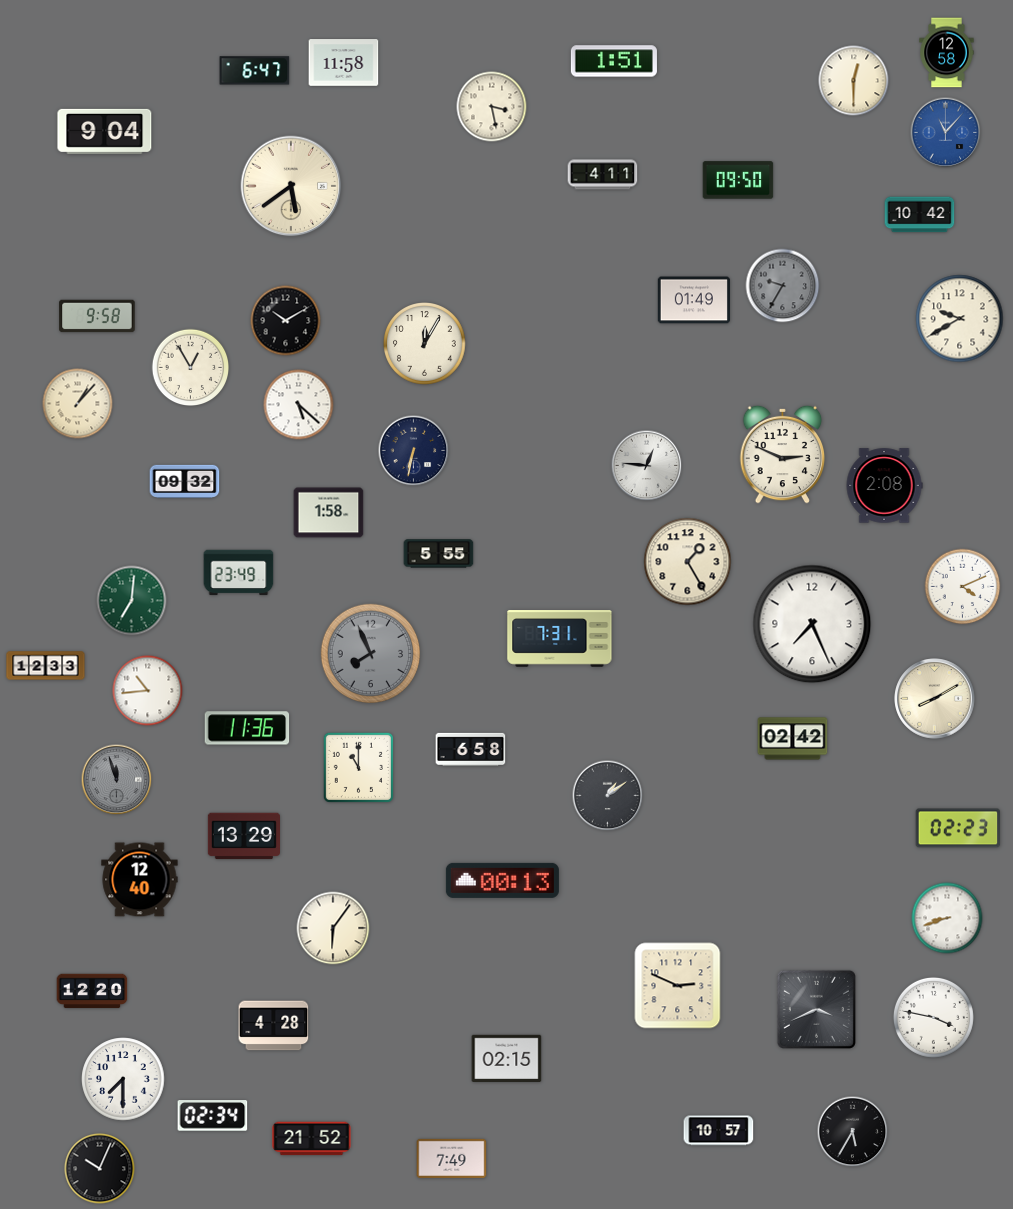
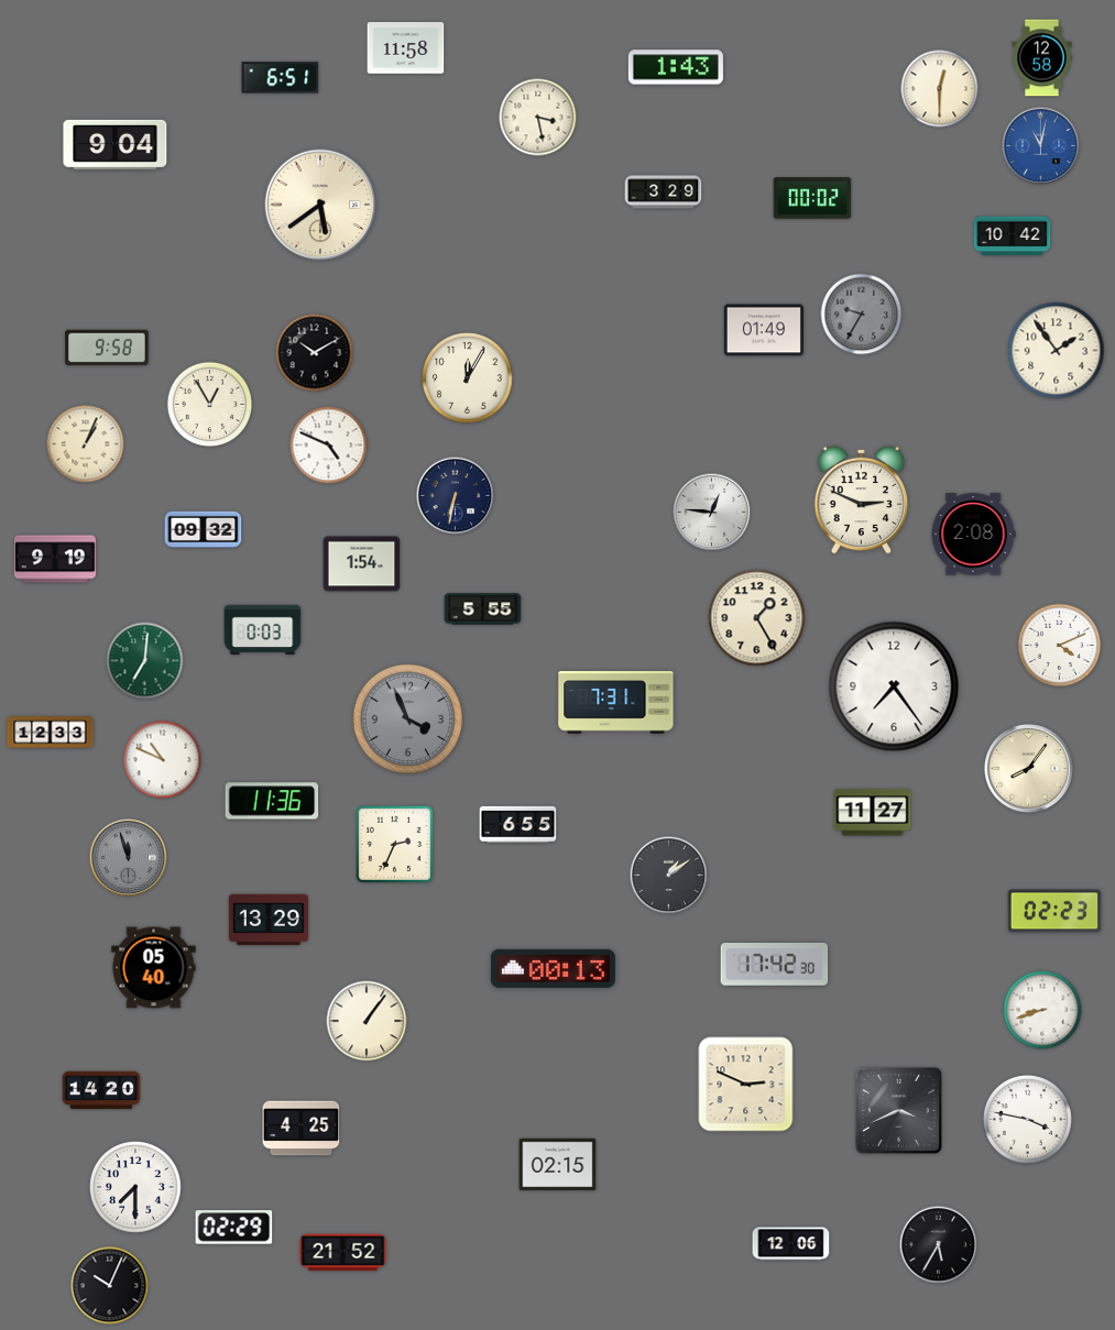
clock at (614, 61): 1:51 -> 1:43
clock at (344, 63) position: (344, 63) -> (406, 48)
clock at (255, 71): 6:47 -> 6:51
clock at (492, 107) position: (492, 107) -> (538, 118)
clock at (946, 133): 11:07 -> 11:02
clock at (603, 175): 4:11 -> 3:29
clock at (738, 180): 09:50 -> 00:02
clock at (960, 319): 9:40 -> 1:54
clock at (78, 404): 1:07 -> 1:04
clock at (299, 405): 5:22 -> 4:49
clock at (55, 559): none -> 9:19
clock at (329, 513): 1:58 -> 1:54
clock at (239, 573): 23:49 -> 0:03
clock at (812, 624): 7:26 -> 7:24
clock at (371, 654): 7:56 -> 3:56
clock at (148, 691): 10:44 -> 10:49
clock at (935, 699): 8:10 -> 8:06
clock at (793, 739): 02:42 -> 11:27
clock at (471, 749): 6:58 -> 6:55
clock at (358, 767): 11:00 -> 2:34
clock at (775, 965): none -> 17:42
clock at (140, 880): 12:40 -> 05:40
clock at (333, 928): 6:06 -> 1:06
clock at (92, 991): 12:20 -> 14:20
clock at (274, 1026): 4:28 -> 4:25
clock at (213, 1116): 02:34 -> 02:29
clock at (719, 1131): 10:57 -> 12:06
clock at (452, 1158): 7:49 -> none
